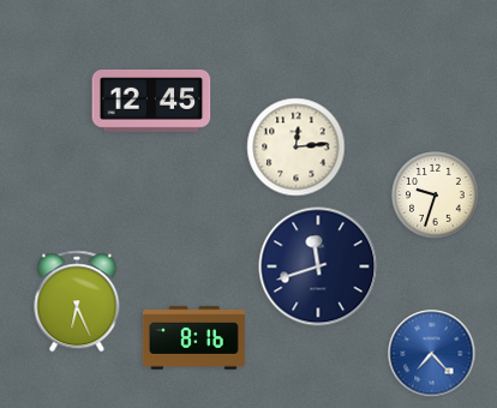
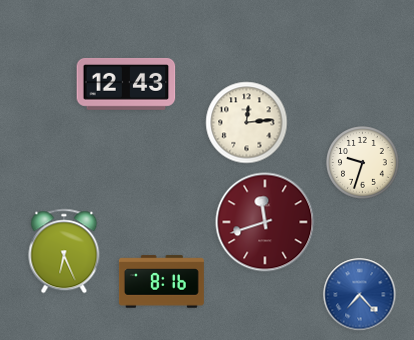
clock at (151, 101): 12:45 -> 12:43
clock at (318, 266) dial: navy -> burgundy
